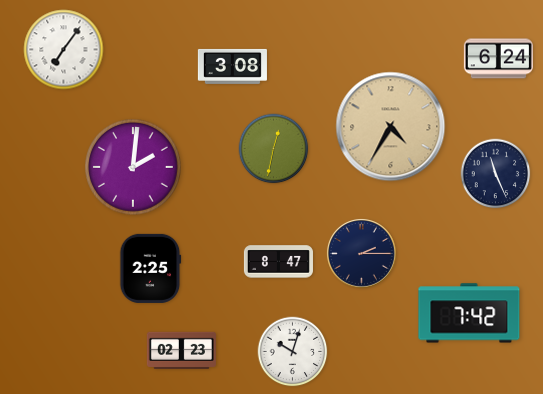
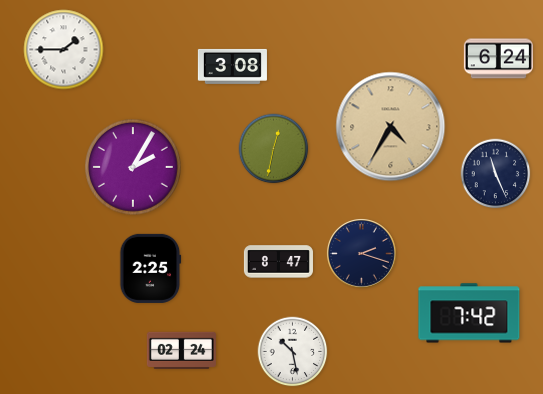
clock at (64, 50): 7:06 -> 1:45
clock at (134, 168): 2:01 -> 2:05
clock at (361, 253): 2:15 -> 2:18
clock at (181, 350): 02:23 -> 02:24
clock at (293, 352): 10:03 -> 10:28
